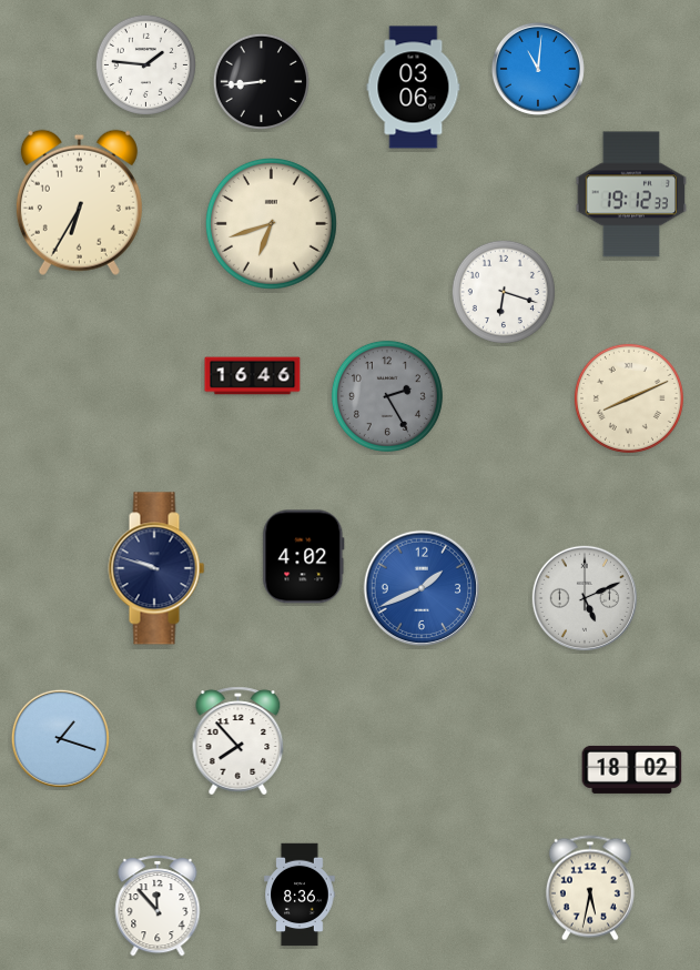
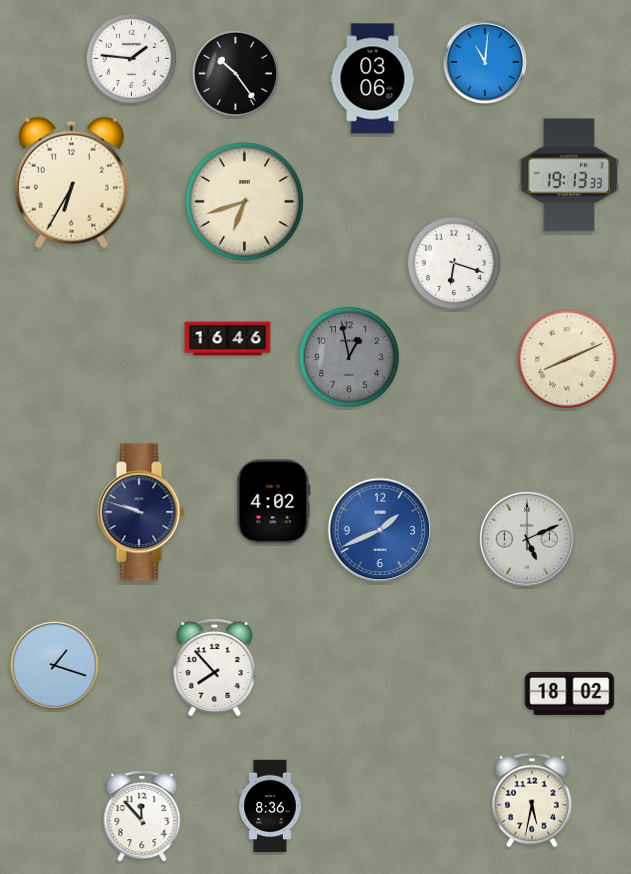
clock at (261, 81): 8:44 -> 10:24
clock at (631, 194): 19:12 -> 19:13
clock at (387, 396): 2:25 -> 12:58
